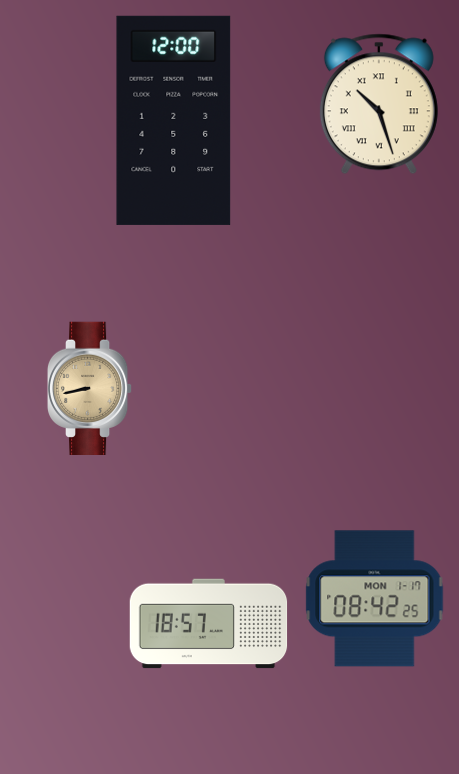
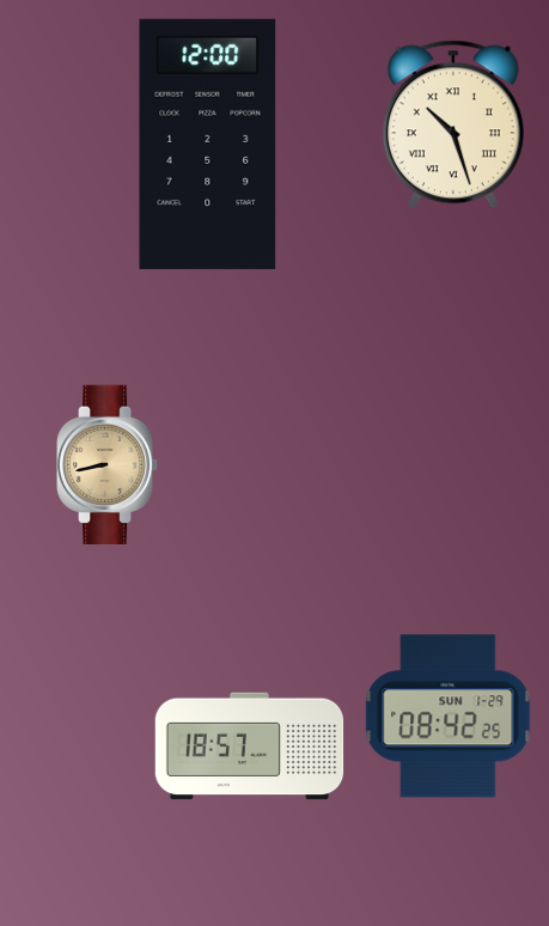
clock at (375, 599) date: MON 1-17 -> SUN 1-29
